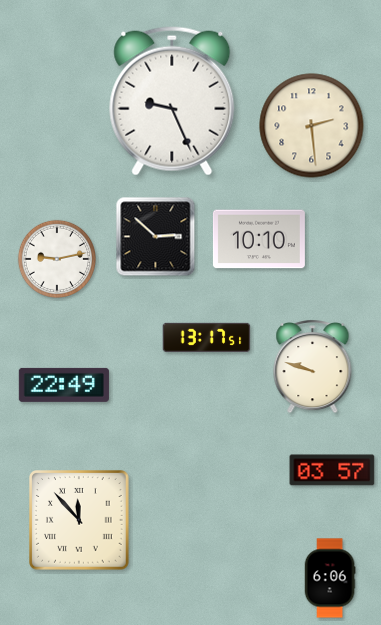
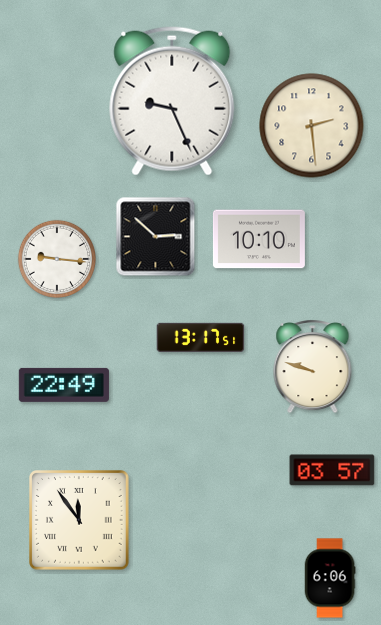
clock at (56, 258): 9:13 -> 9:16
clock at (207, 337) position: (207, 337) -> (201, 337)
clock at (80, 521): 11:53 -> 11:54
